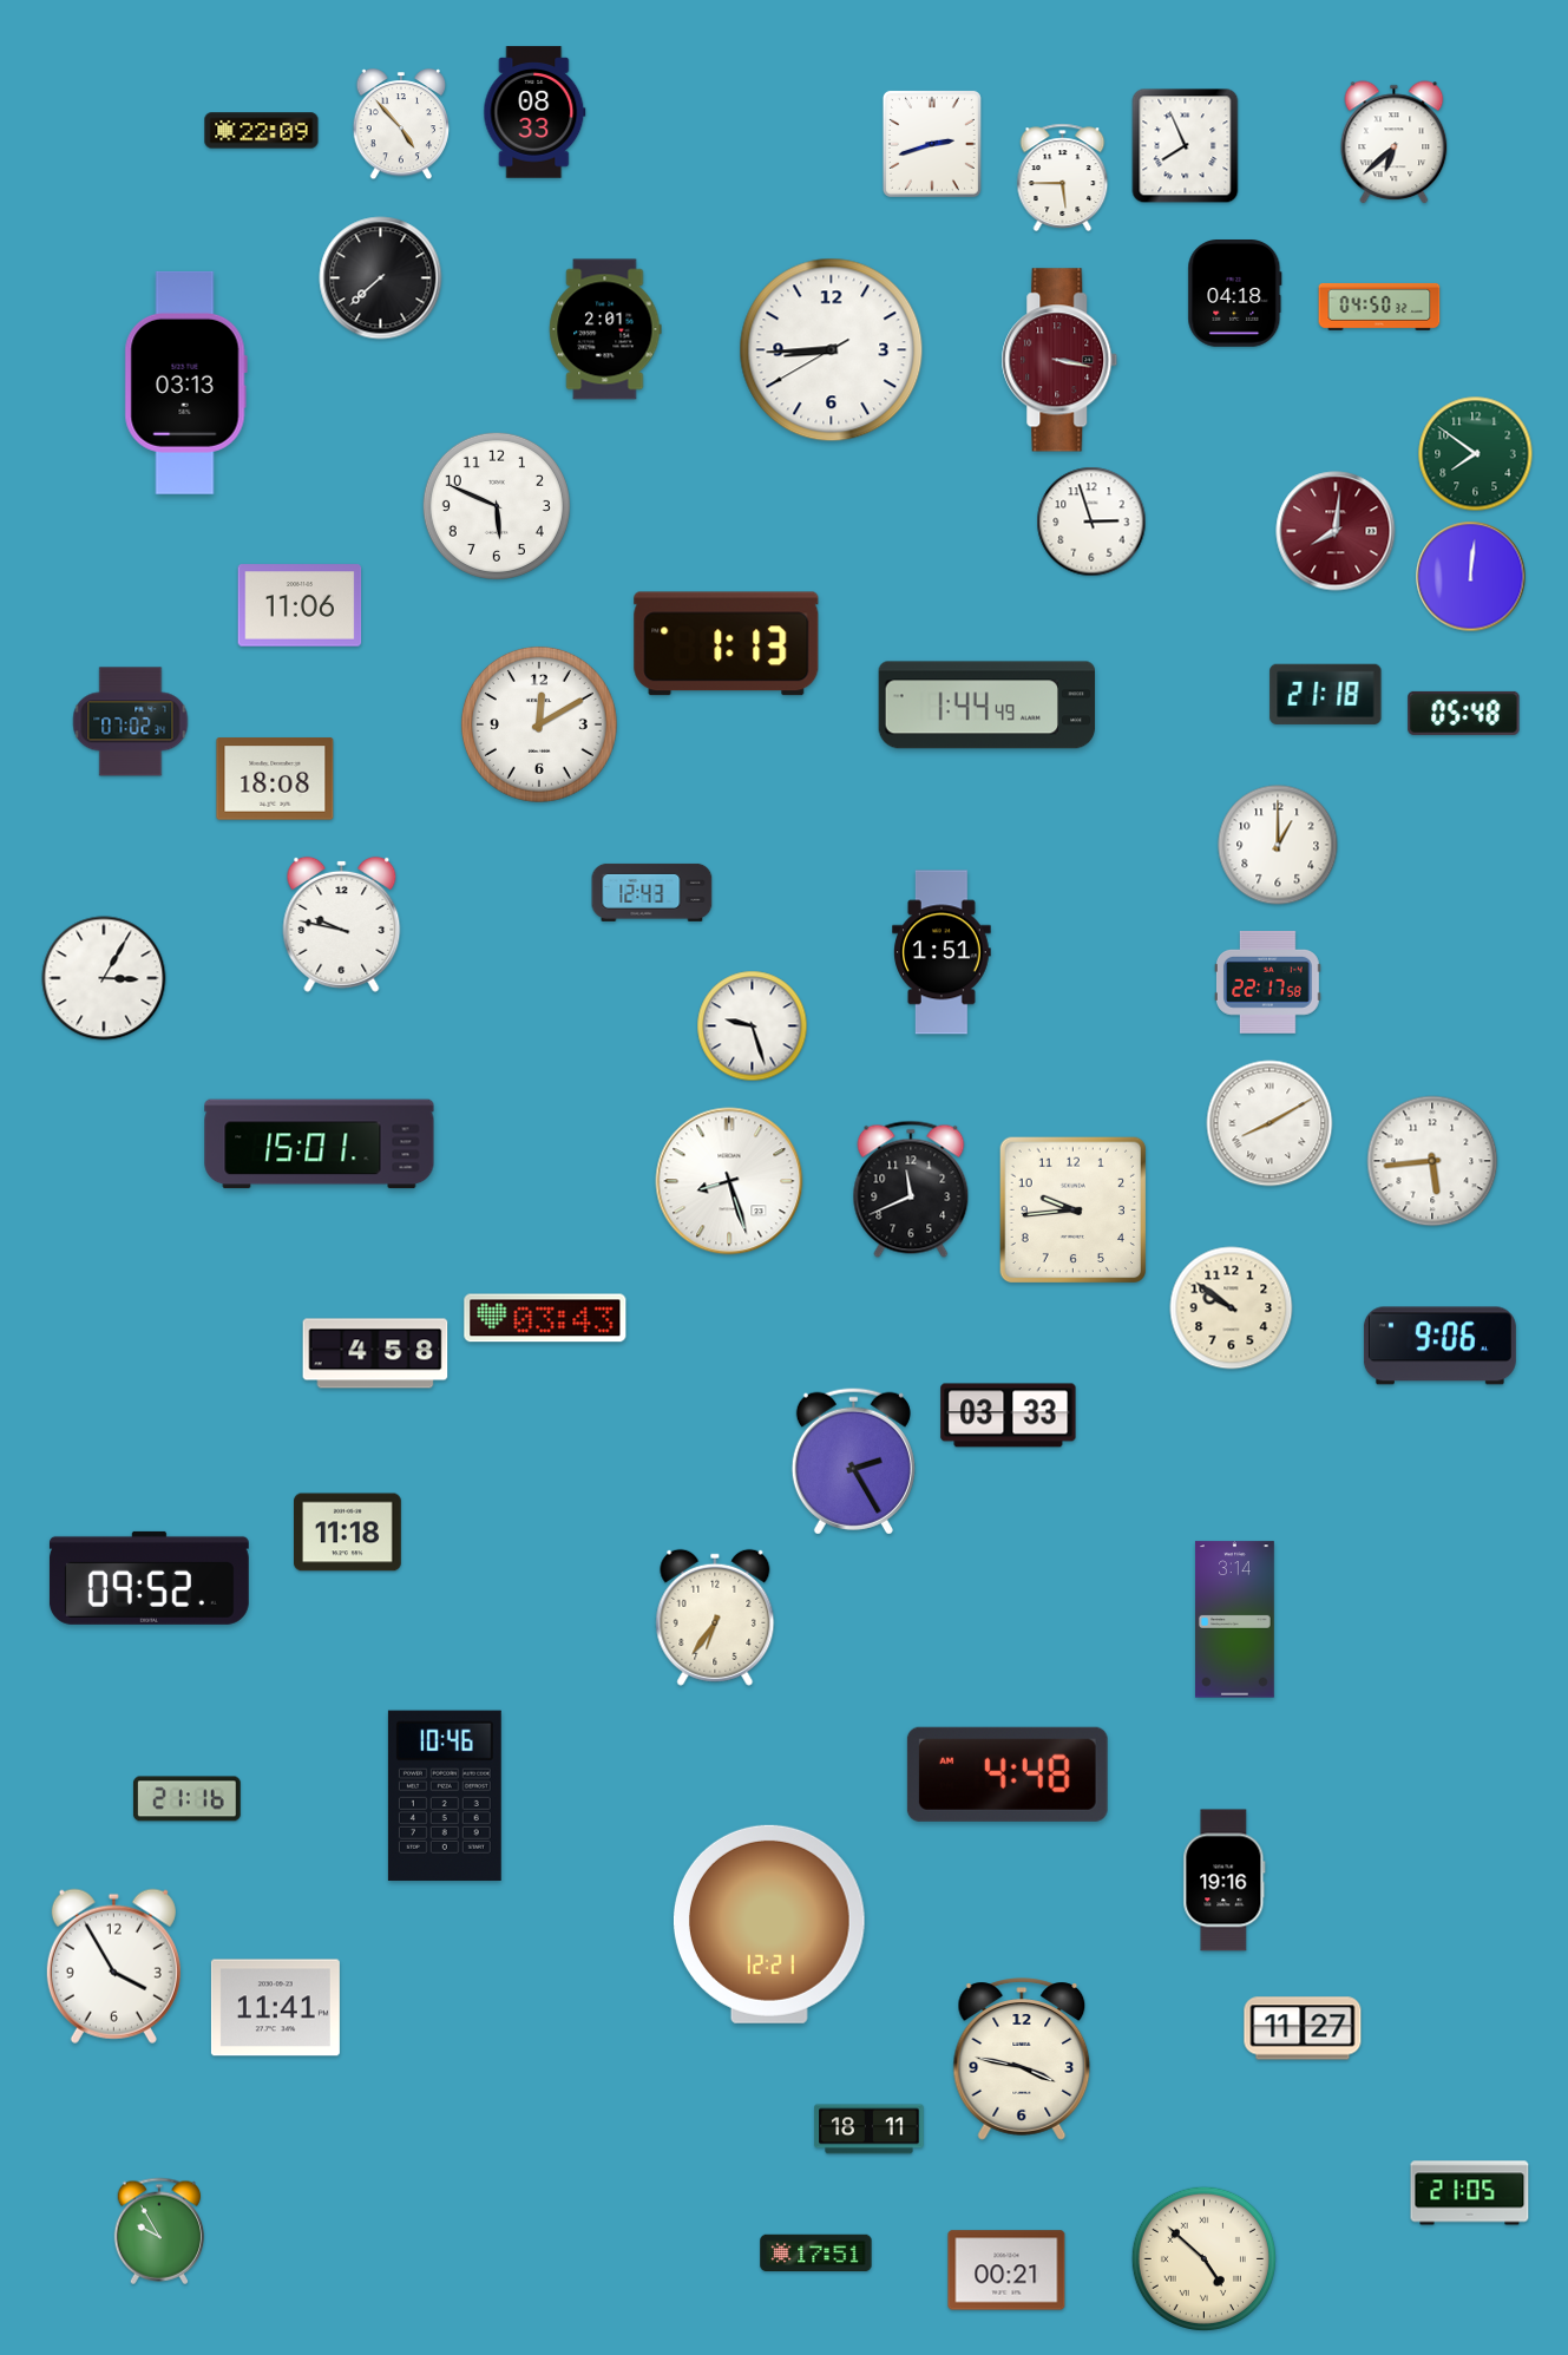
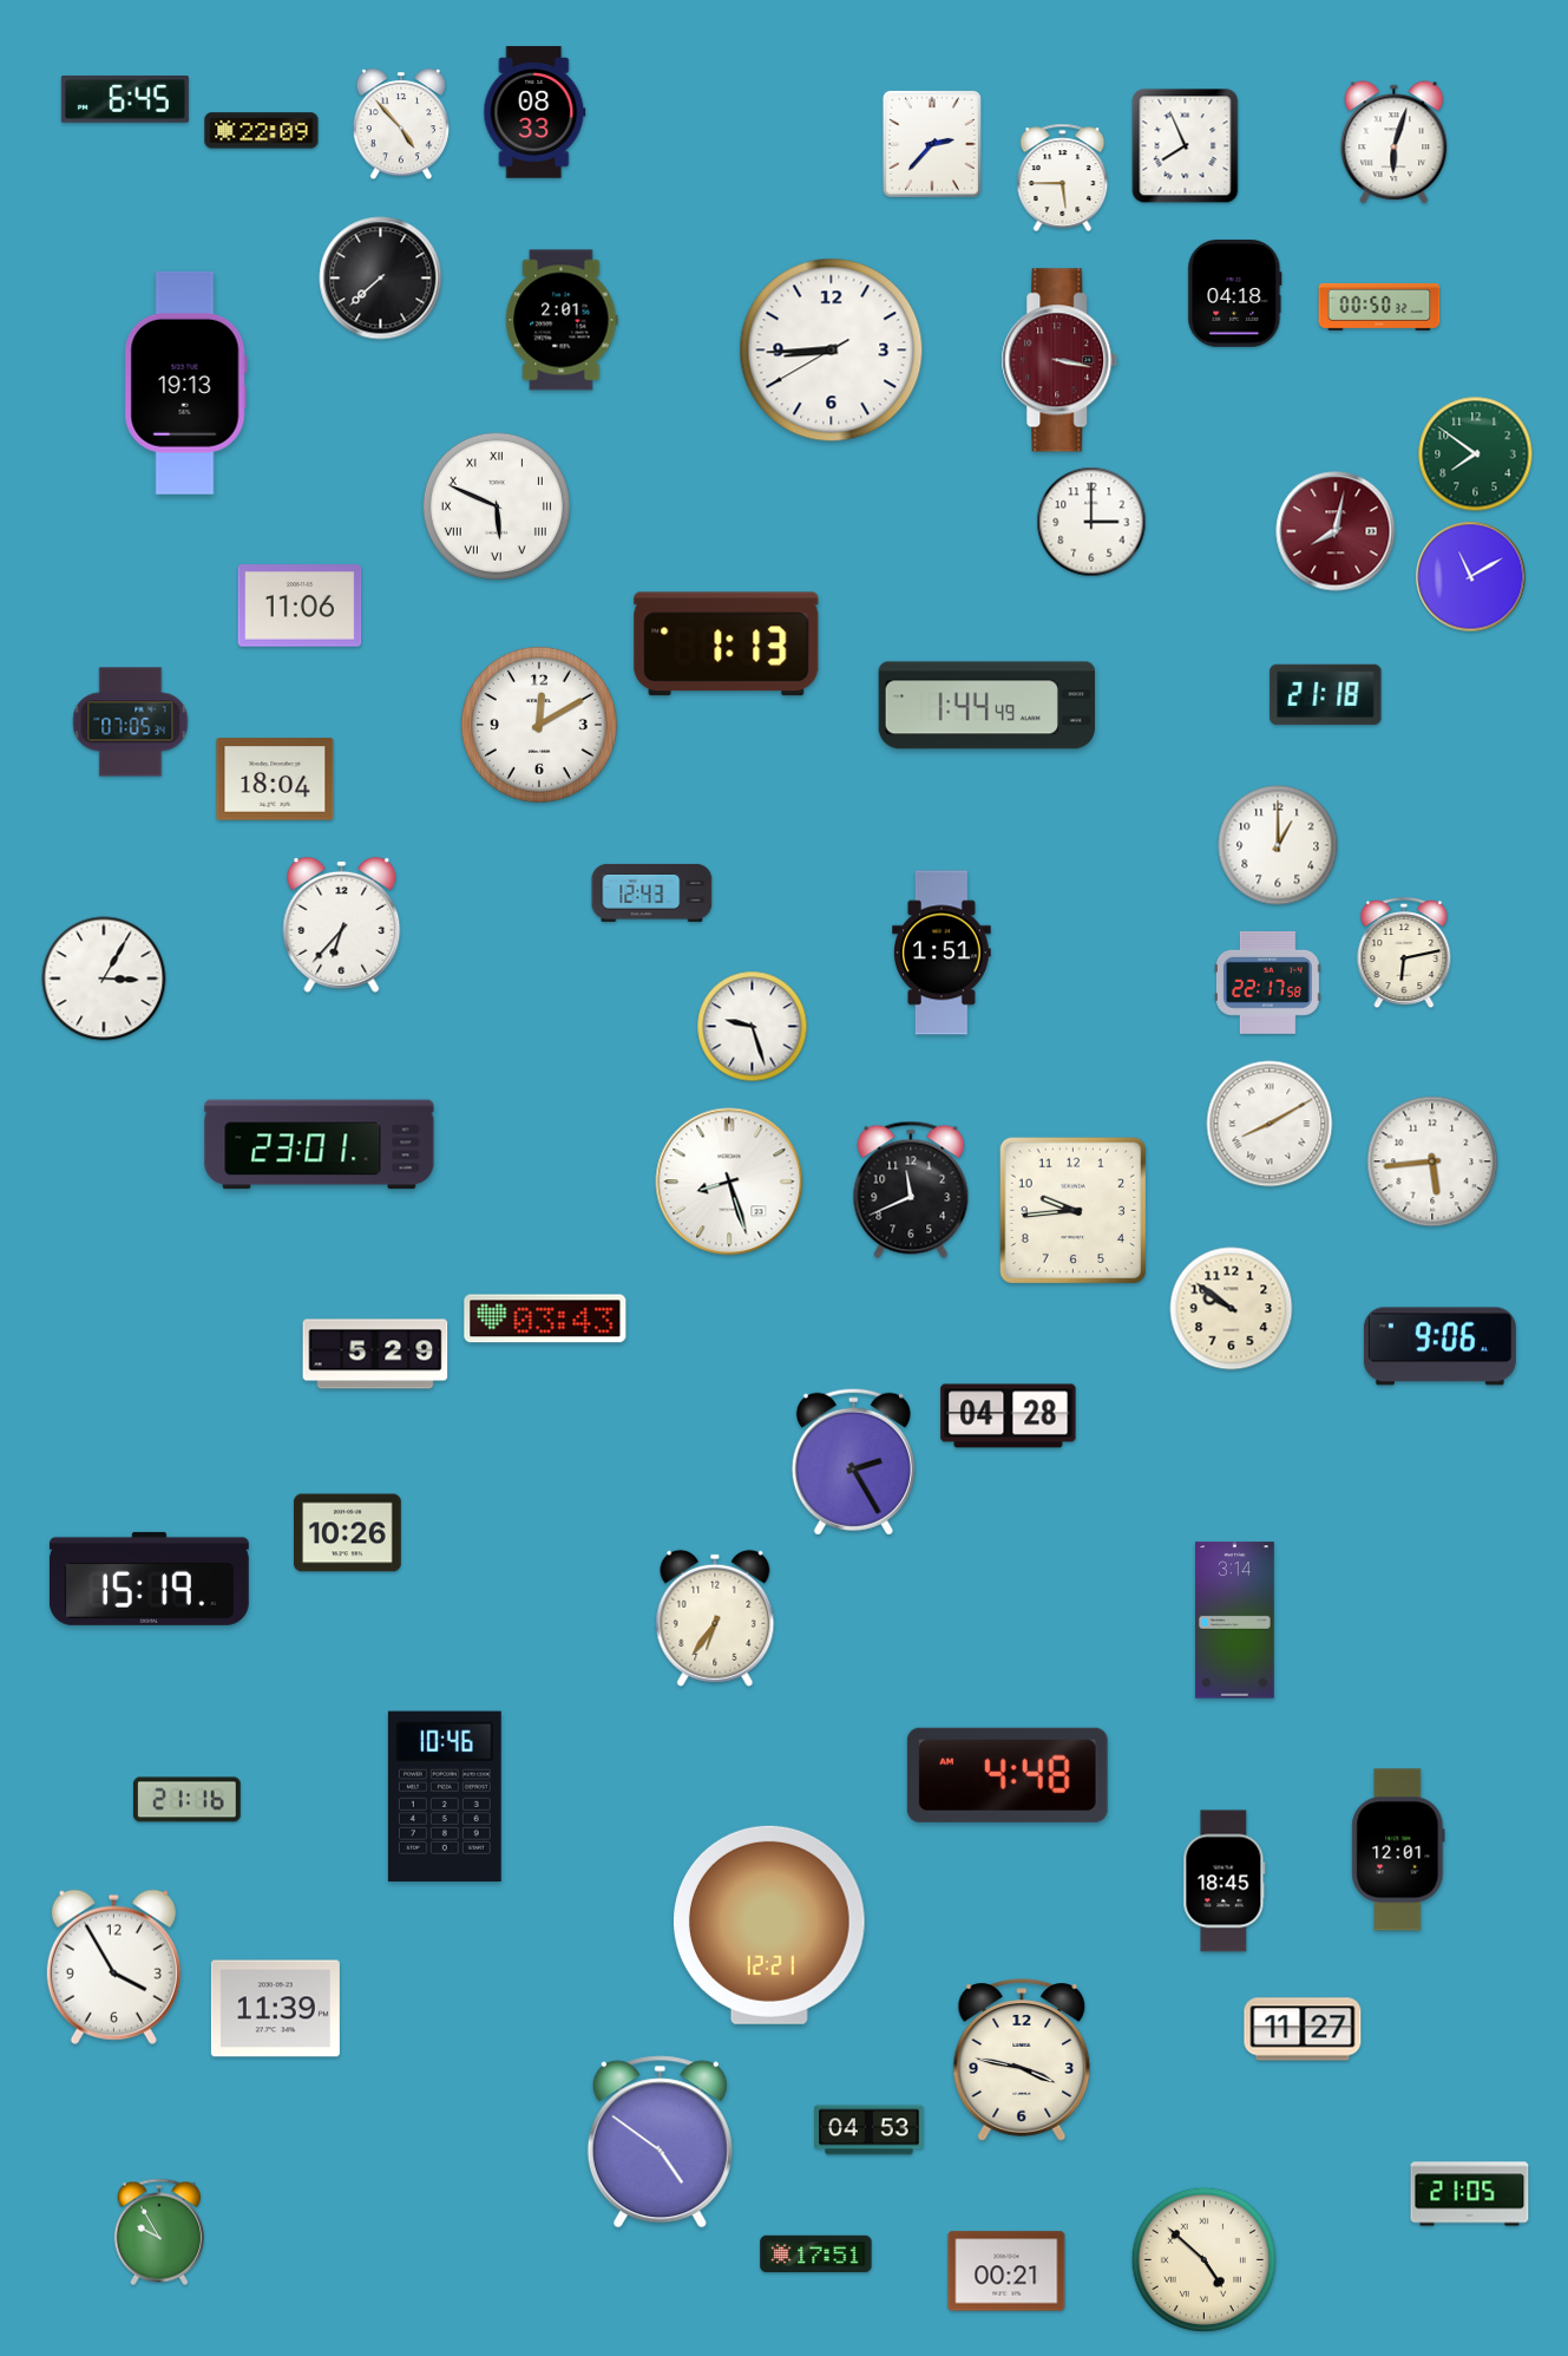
clock at (125, 100): none -> 6:45
clock at (1395, 143): 6:38 -> 6:03
clock at (932, 144): 2:42 -> 2:37
clock at (1379, 307): 04:50 -> 00:50
clock at (605, 329) position: (605, 329) -> (562, 320)
clock at (185, 382): 03:13 -> 19:13
clock at (497, 506) numerals: Arabic -> Roman
clock at (1091, 521): 2:57 -> 3:00
clock at (1336, 531): 8:01 -> 8:02
clock at (1471, 577): 12:01 -> 11:10
clock at (1464, 713): 05:48 -> none
clock at (131, 722): 07:02 -> 07:05
clock at (275, 779): 18:08 -> 18:04
clock at (342, 924): 9:47 -> 6:37
clock at (1404, 954): none -> 6:13
clock at (320, 1144): 15:01 -> 23:01
clock at (375, 1353): 4:58 -> 5:29
clock at (1009, 1416): 03:33 -> 04:28
clock at (348, 1533): 11:18 -> 10:26
clock at (149, 1577): 09:52 -> 15:19
clock at (1398, 1850): none -> 12:01
clock at (1225, 1881): 19:16 -> 18:45
clock at (275, 2008): 11:41 -> 11:39
clock at (870, 2130): 18:11 -> 04:53
clock at (660, 2142): none -> 4:51
